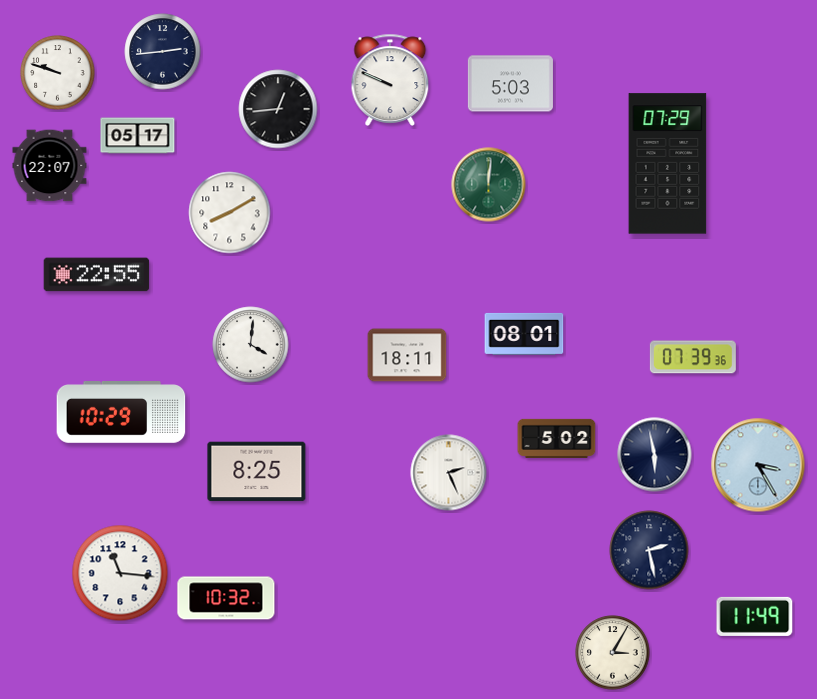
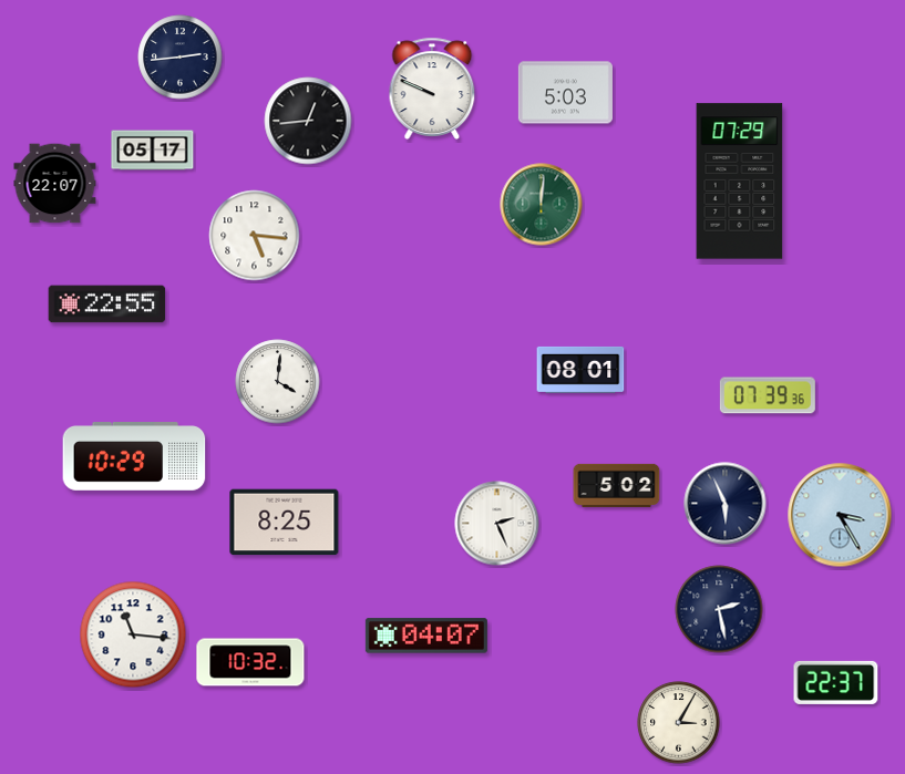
clock at (58, 73): 9:48 -> none
clock at (230, 213): 8:10 -> 5:16
clock at (407, 355): 18:11 -> none
clock at (655, 455): 5:58 -> 5:56
clock at (426, 636): none -> 04:07
clock at (755, 616): 11:49 -> 22:37
